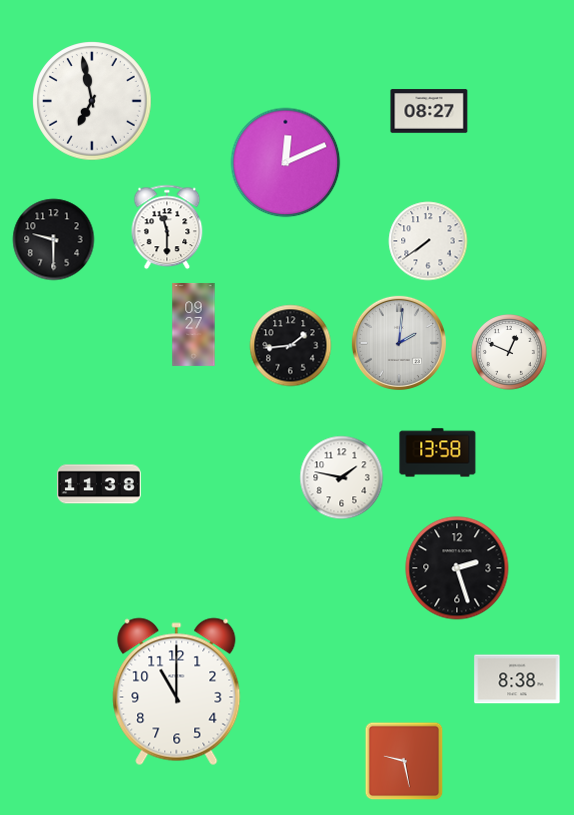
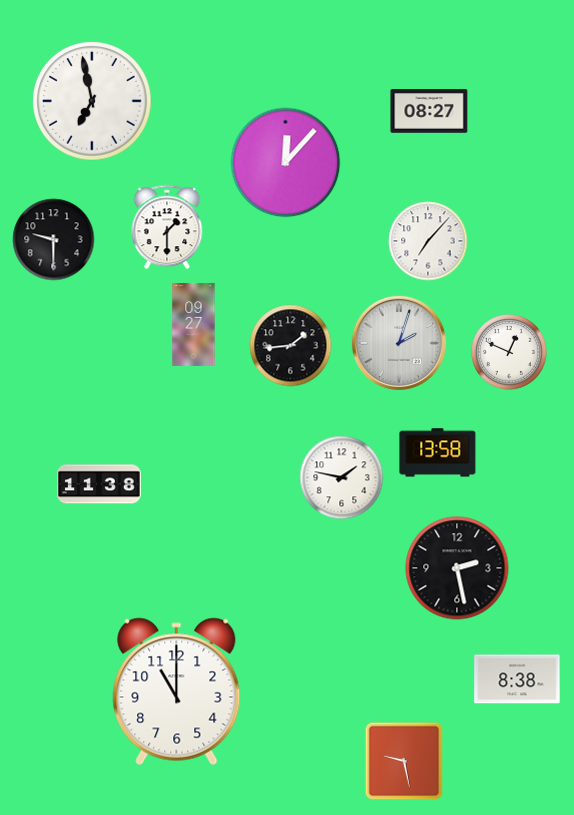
clock at (286, 163): 12:11 -> 12:07
clock at (167, 227): 11:30 -> 1:30
clock at (428, 241): 7:39 -> 7:07
clock at (399, 343): 2:01 -> 2:03
clock at (457, 568): 2:27 -> 2:28
